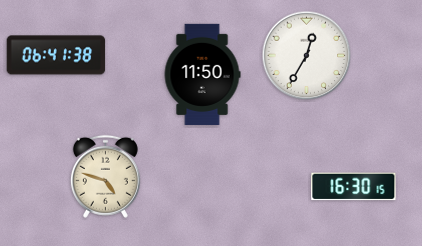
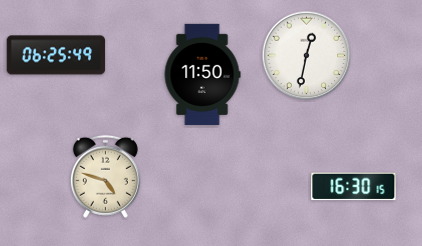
clock at (56, 55): 06:41 -> 06:25
clock at (307, 56): 12:35 -> 12:32
